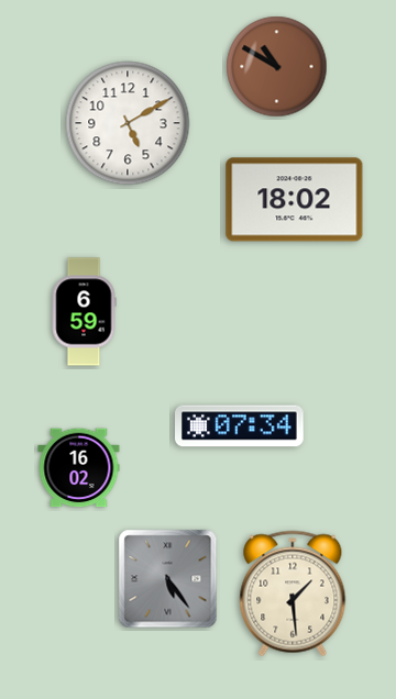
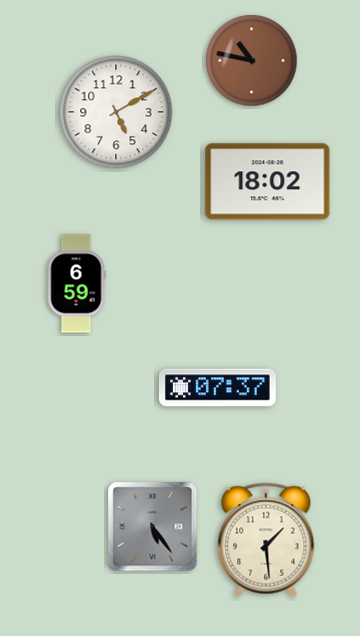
clock at (277, 67): 10:50 -> 10:47
clock at (240, 426): 07:34 -> 07:37
clock at (79, 468): 16:02 -> none
